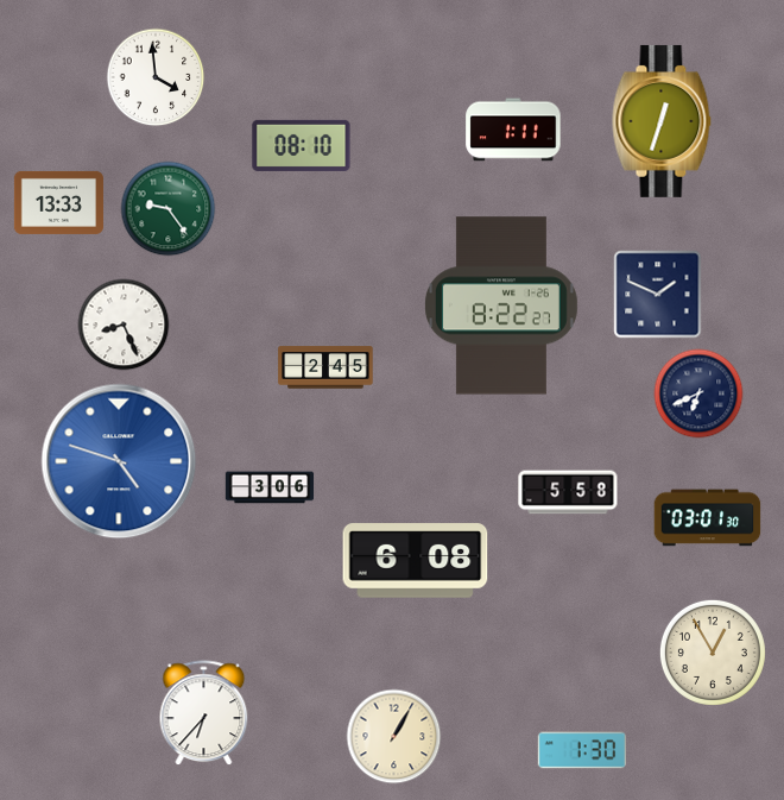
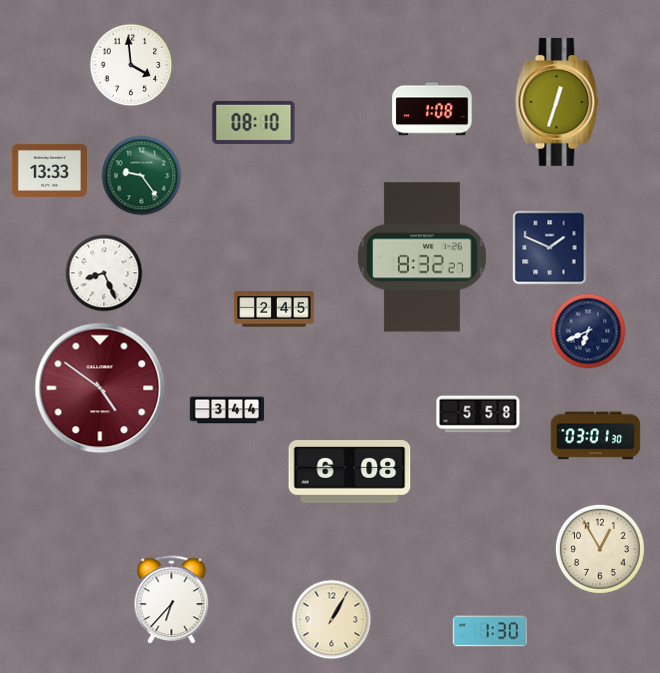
clock at (513, 130): 1:11 -> 1:08
clock at (658, 295) position: (658, 295) -> (550, 248)
clock at (501, 305): 8:22 -> 8:32
clock at (119, 461): 4:48 -> 4:51
clock at (119, 461) dial: blue -> burgundy
clock at (270, 487): 3:06 -> 3:44
